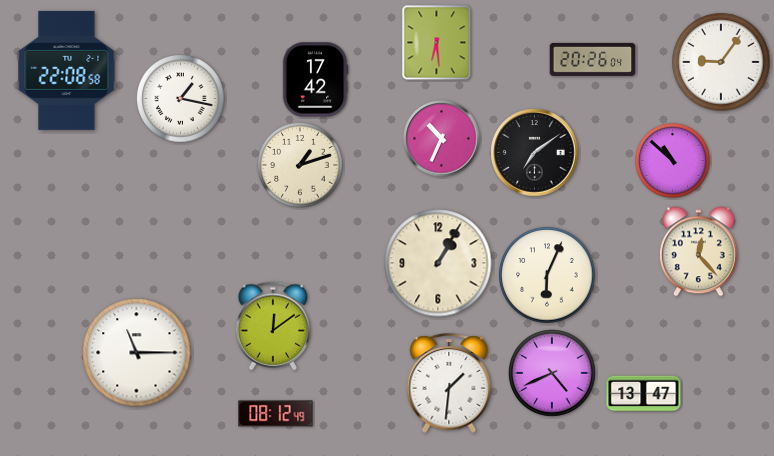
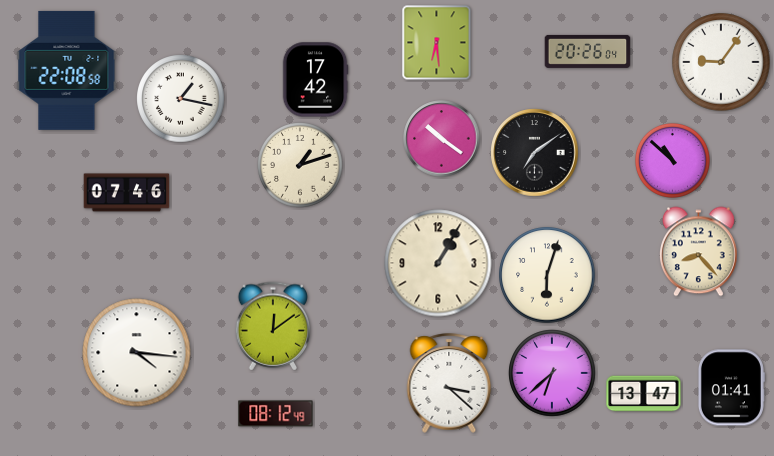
clock at (593, 59) position: (593, 59) -> (588, 51)
clock at (442, 139): 10:34 -> 10:21
clock at (127, 193): none -> 07:46
clock at (698, 252): 12:23 -> 8:23
clock at (547, 275): 6:04 -> 6:03
clock at (137, 353): 11:15 -> 4:16
clock at (552, 373): 4:41 -> 6:38
clock at (449, 383): 1:31 -> 3:22
clock at (731, 388): none -> 01:41
